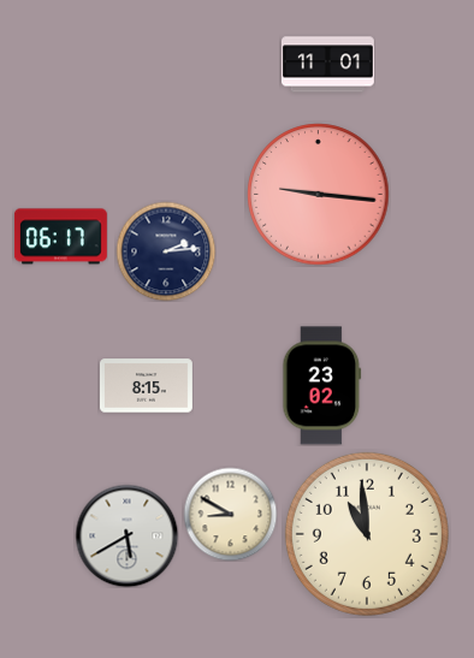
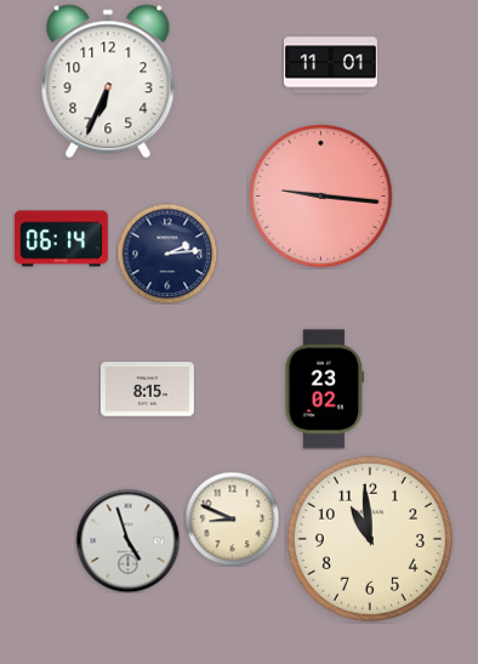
clock at (108, 81): none -> 6:34
clock at (60, 237): 06:17 -> 06:14
clock at (230, 514): 8:50 -> 8:49
clock at (126, 535): 5:40 -> 4:57
